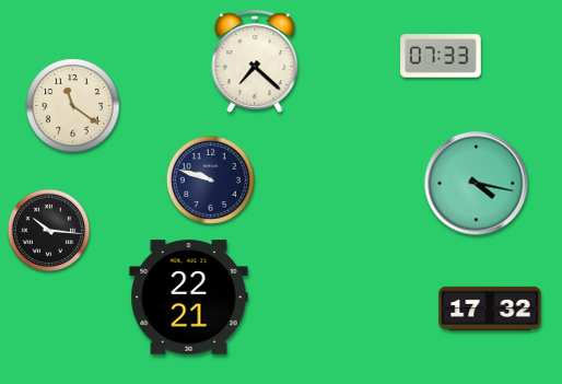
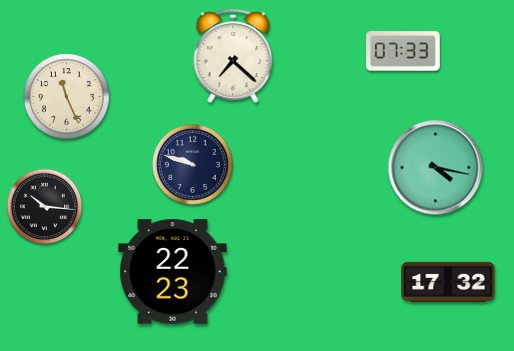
clock at (73, 106): 11:21 -> 11:26
clock at (49, 231) position: (49, 231) -> (45, 207)
clock at (189, 298): 22:21 -> 22:23
